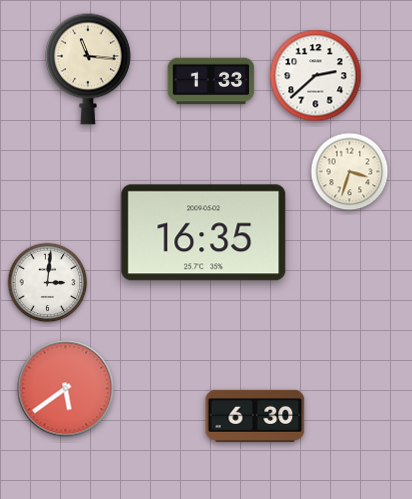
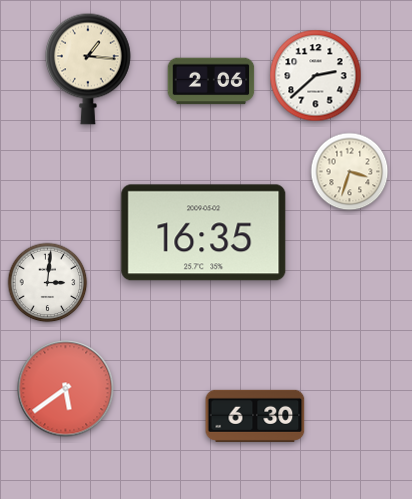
clock at (89, 69): 11:16 -> 1:16
clock at (211, 81): 1:33 -> 2:06
